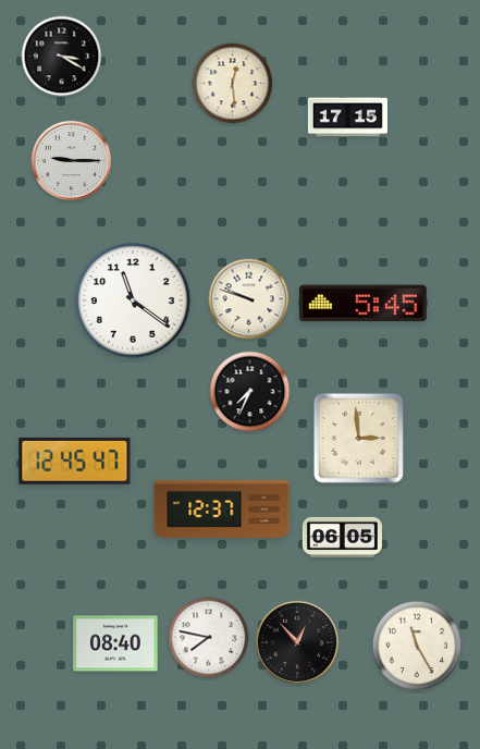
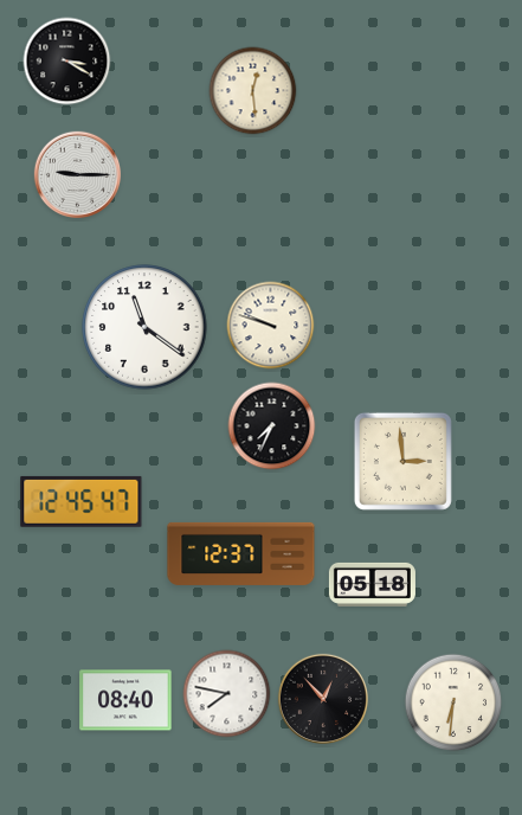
clock at (347, 118): 17:15 -> none
clock at (362, 304): 5:45 -> none
clock at (358, 438) position: (358, 438) -> (402, 461)
clock at (342, 537): 06:05 -> 05:18
clock at (417, 646): 11:25 -> 6:31
